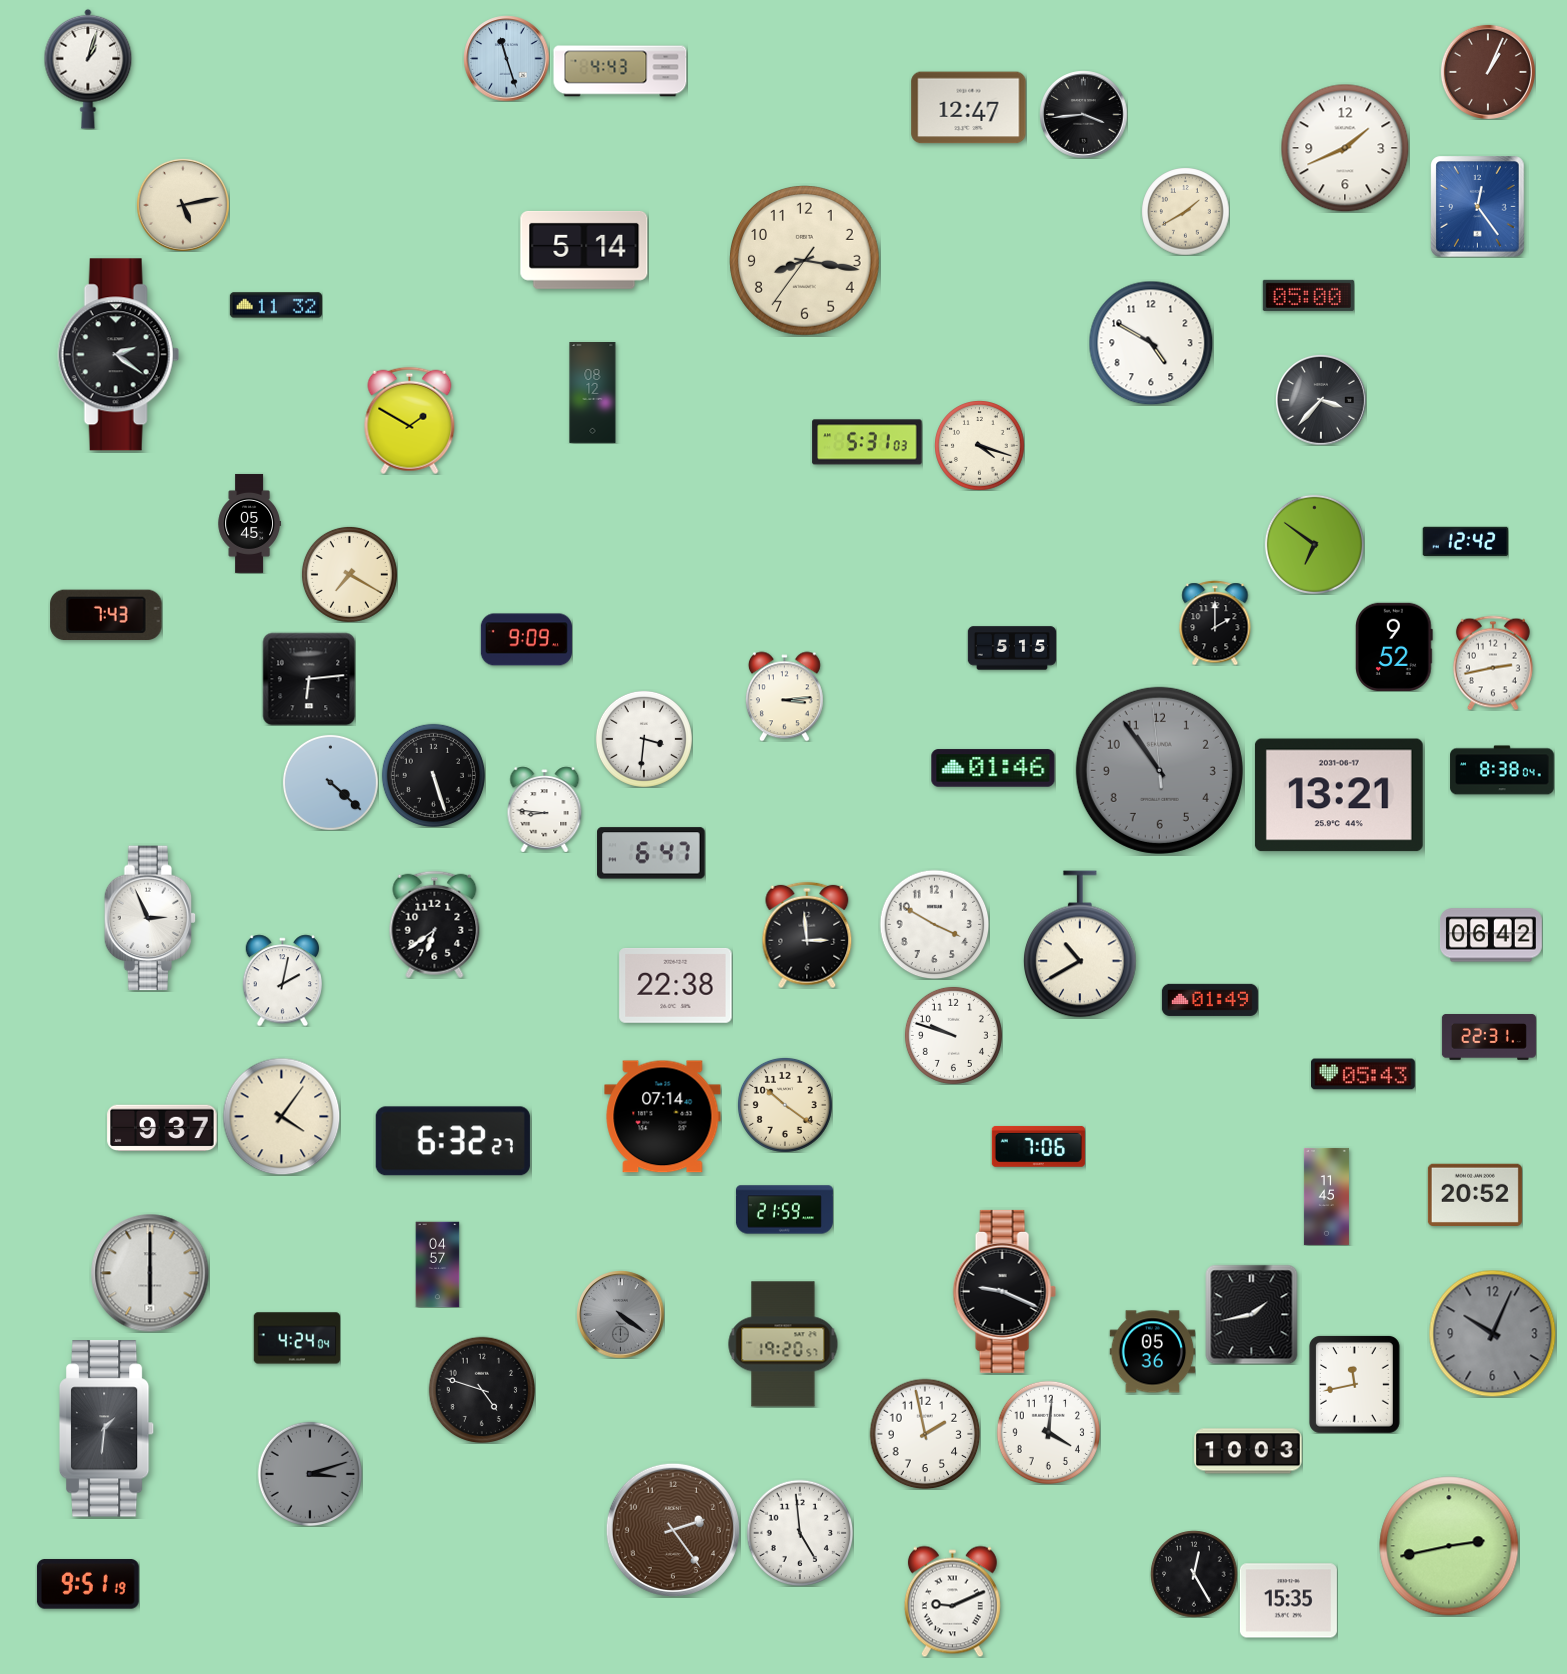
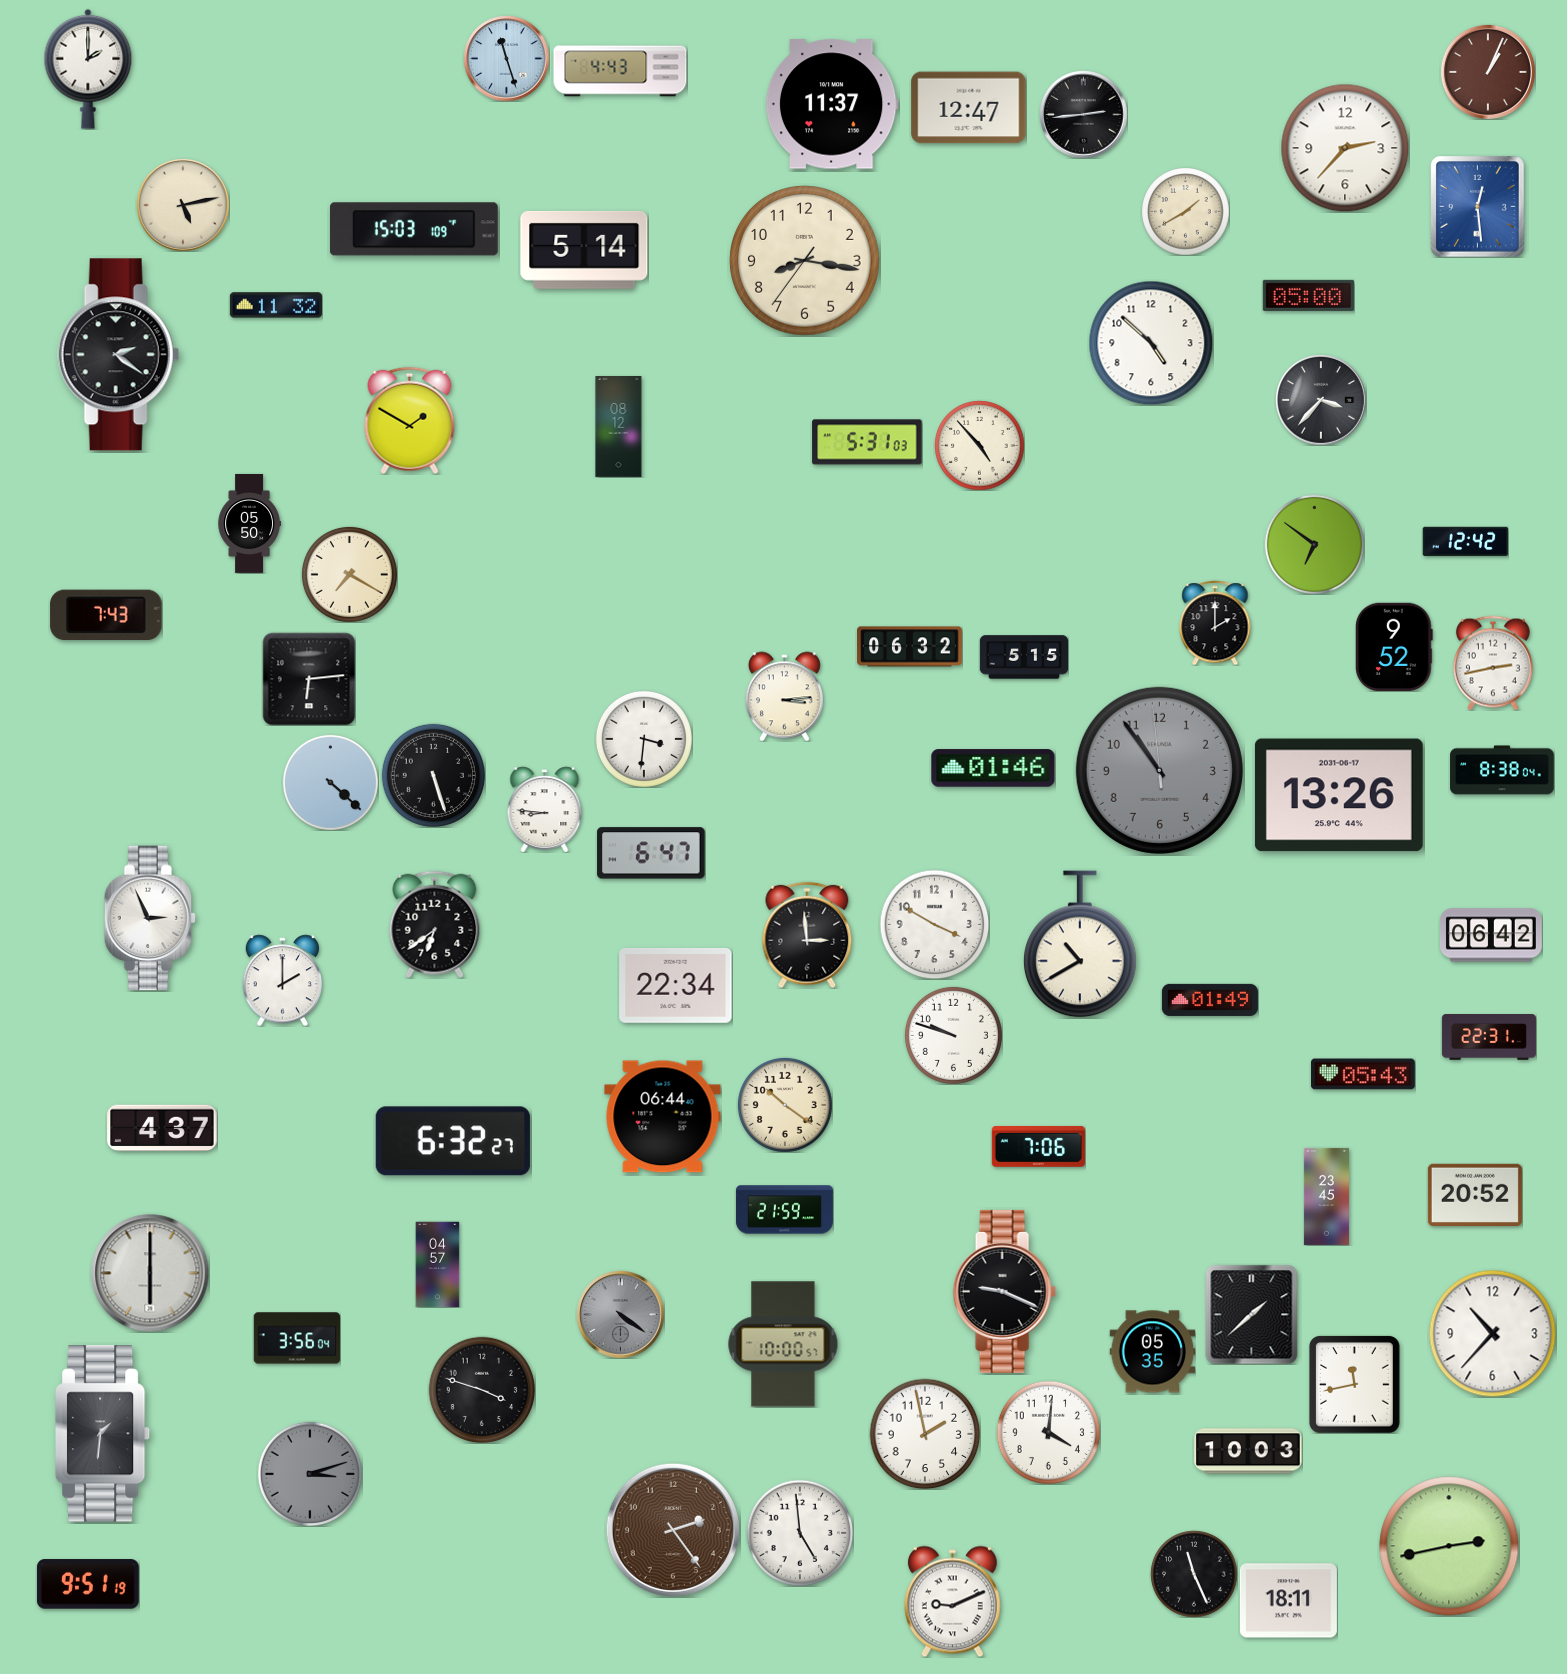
clock at (88, 69): 1:03 -> 2:00
clock at (832, 104): none -> 11:37
clock at (1083, 114): 3:44 -> 2:44
clock at (1345, 148): 1:41 -> 2:37
clock at (1478, 206): 12:24 -> 12:29
clock at (414, 229): none -> 15:03
clock at (1151, 343): 4:50 -> 4:52
clock at (593, 393) position: (593, 393) -> (619, 427)
clock at (979, 445): 4:18 -> 4:53
clock at (249, 523): 05:45 -> 05:50
clock at (526, 640): 9:09 -> none
clock at (910, 647): none -> 06:32
clock at (1012, 648) position: (1012, 648) -> (1024, 657)
clock at (1339, 795): 13:21 -> 13:26
clock at (282, 980): 2:02 -> 2:00
clock at (676, 985): 22:38 -> 22:34
clock at (281, 1116): 4:06 -> none
clock at (663, 1117): 07:14 -> 06:44
clock at (162, 1128): 9:37 -> 4:37
clock at (1326, 1196): 11:45 -> 23:45
clock at (1252, 1314): 1:43 -> 1:38
clock at (1492, 1333): 10:04 -> 10:37
clock at (1492, 1333) dial: grey -> white
clock at (297, 1338): 4:24 -> 3:56
clock at (783, 1344): 19:20 -> 10:00
clock at (1152, 1352): 05:36 -> 05:35
clock at (482, 1390): 4:48 -> 3:48
clock at (107, 1429) position: (107, 1429) -> (103, 1434)
clock at (1194, 1574): 12:25 -> 11:26
clock at (1288, 1601): 15:35 -> 18:11
